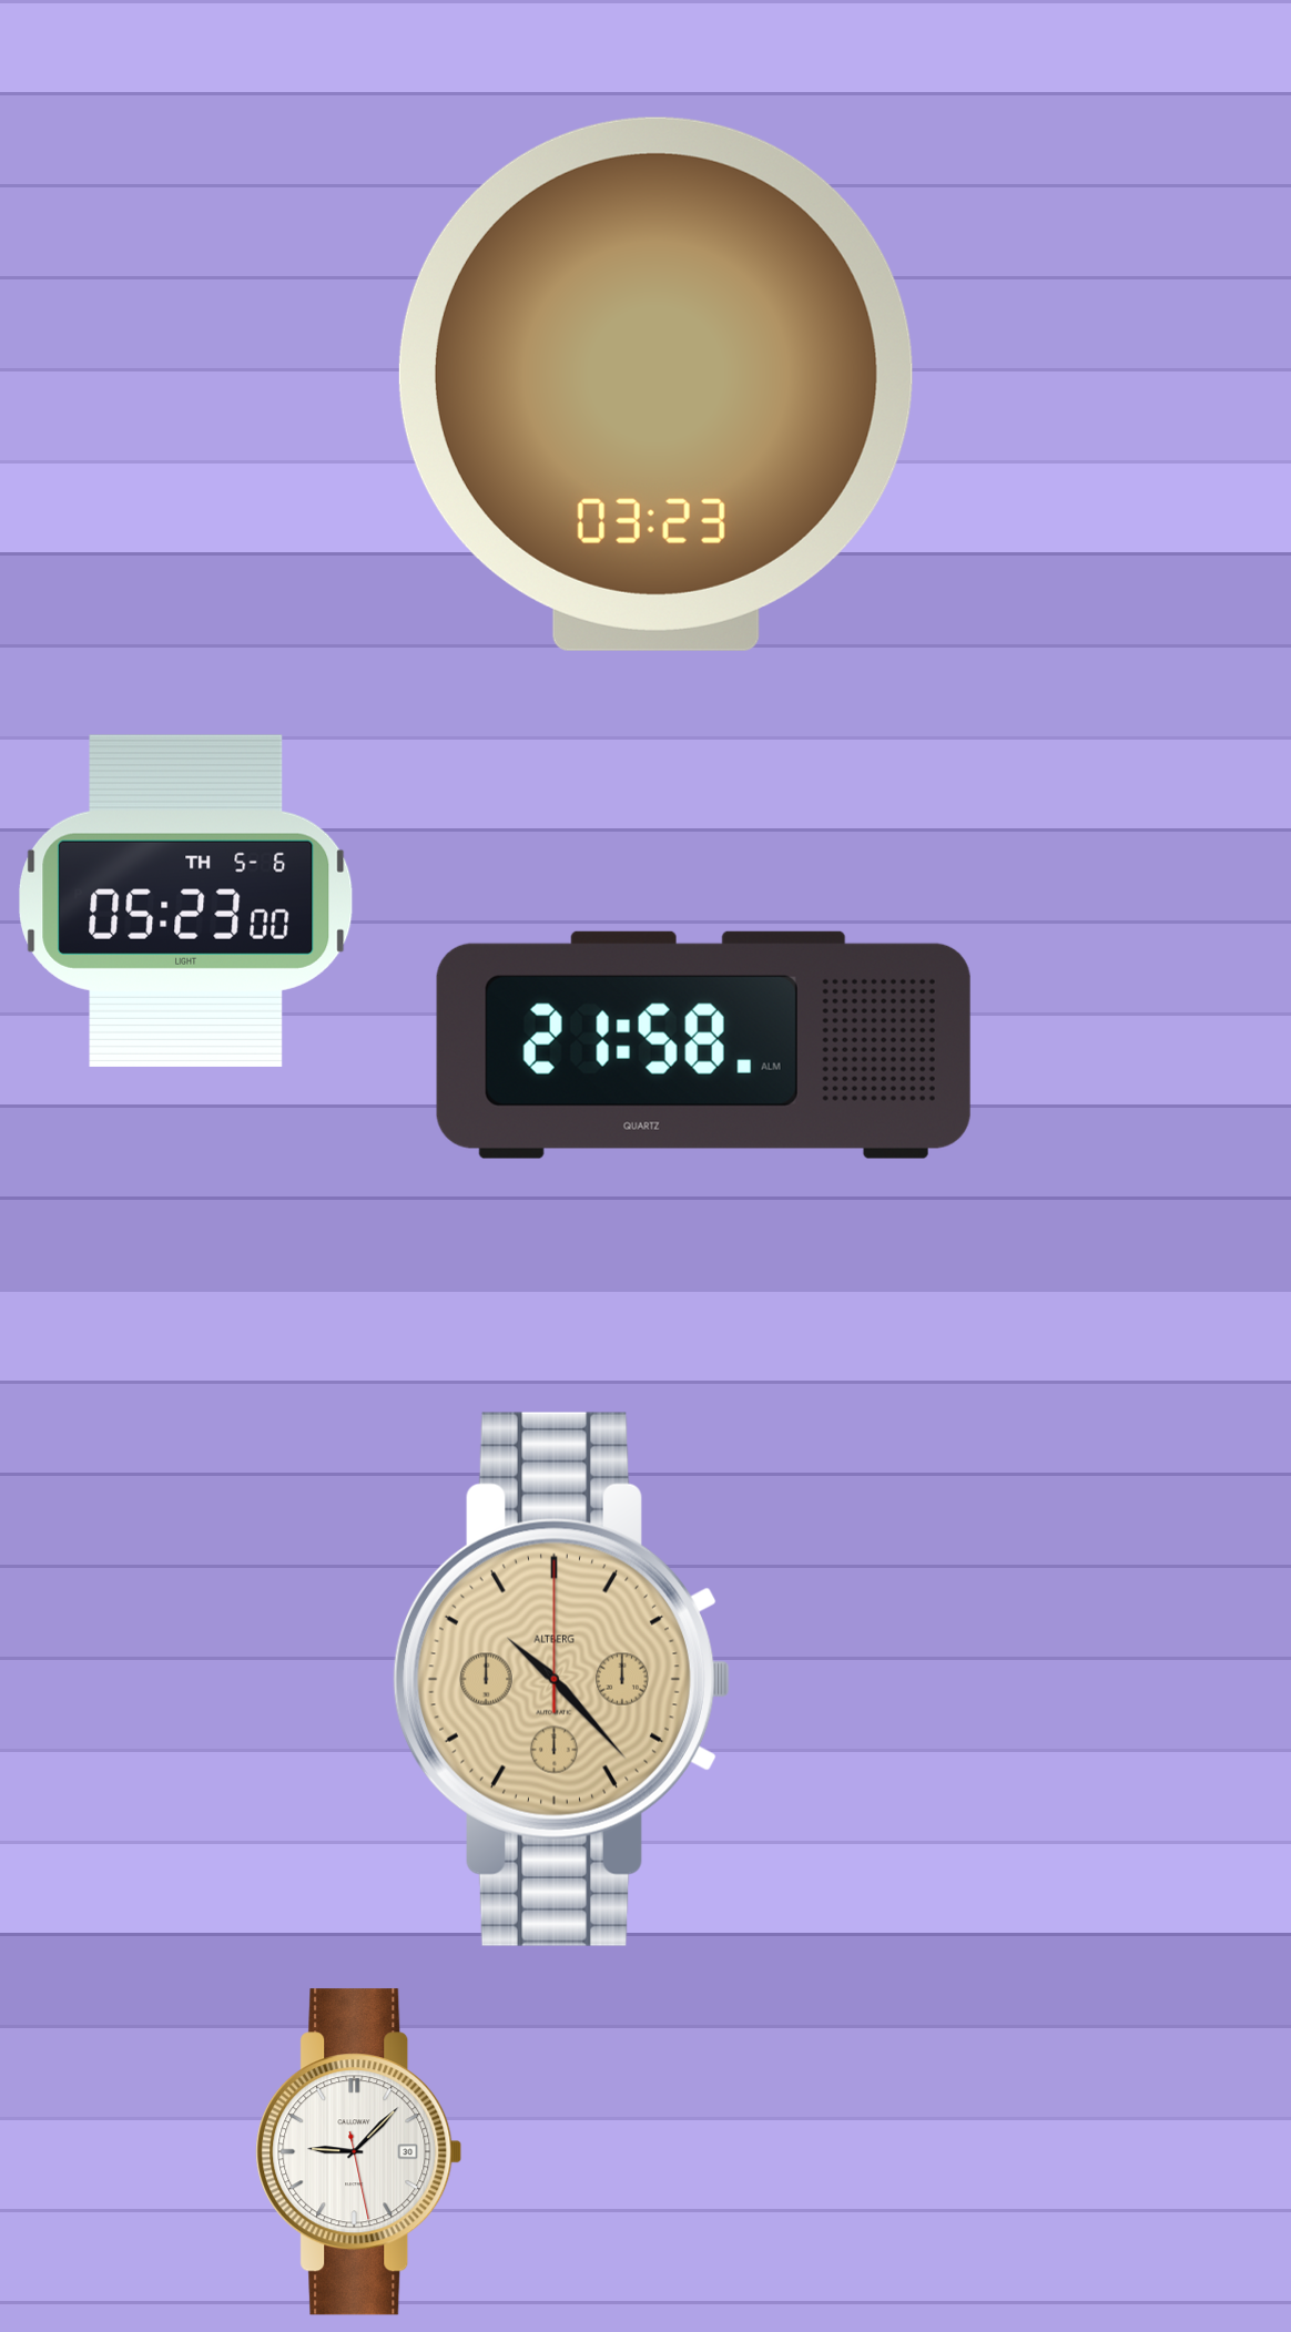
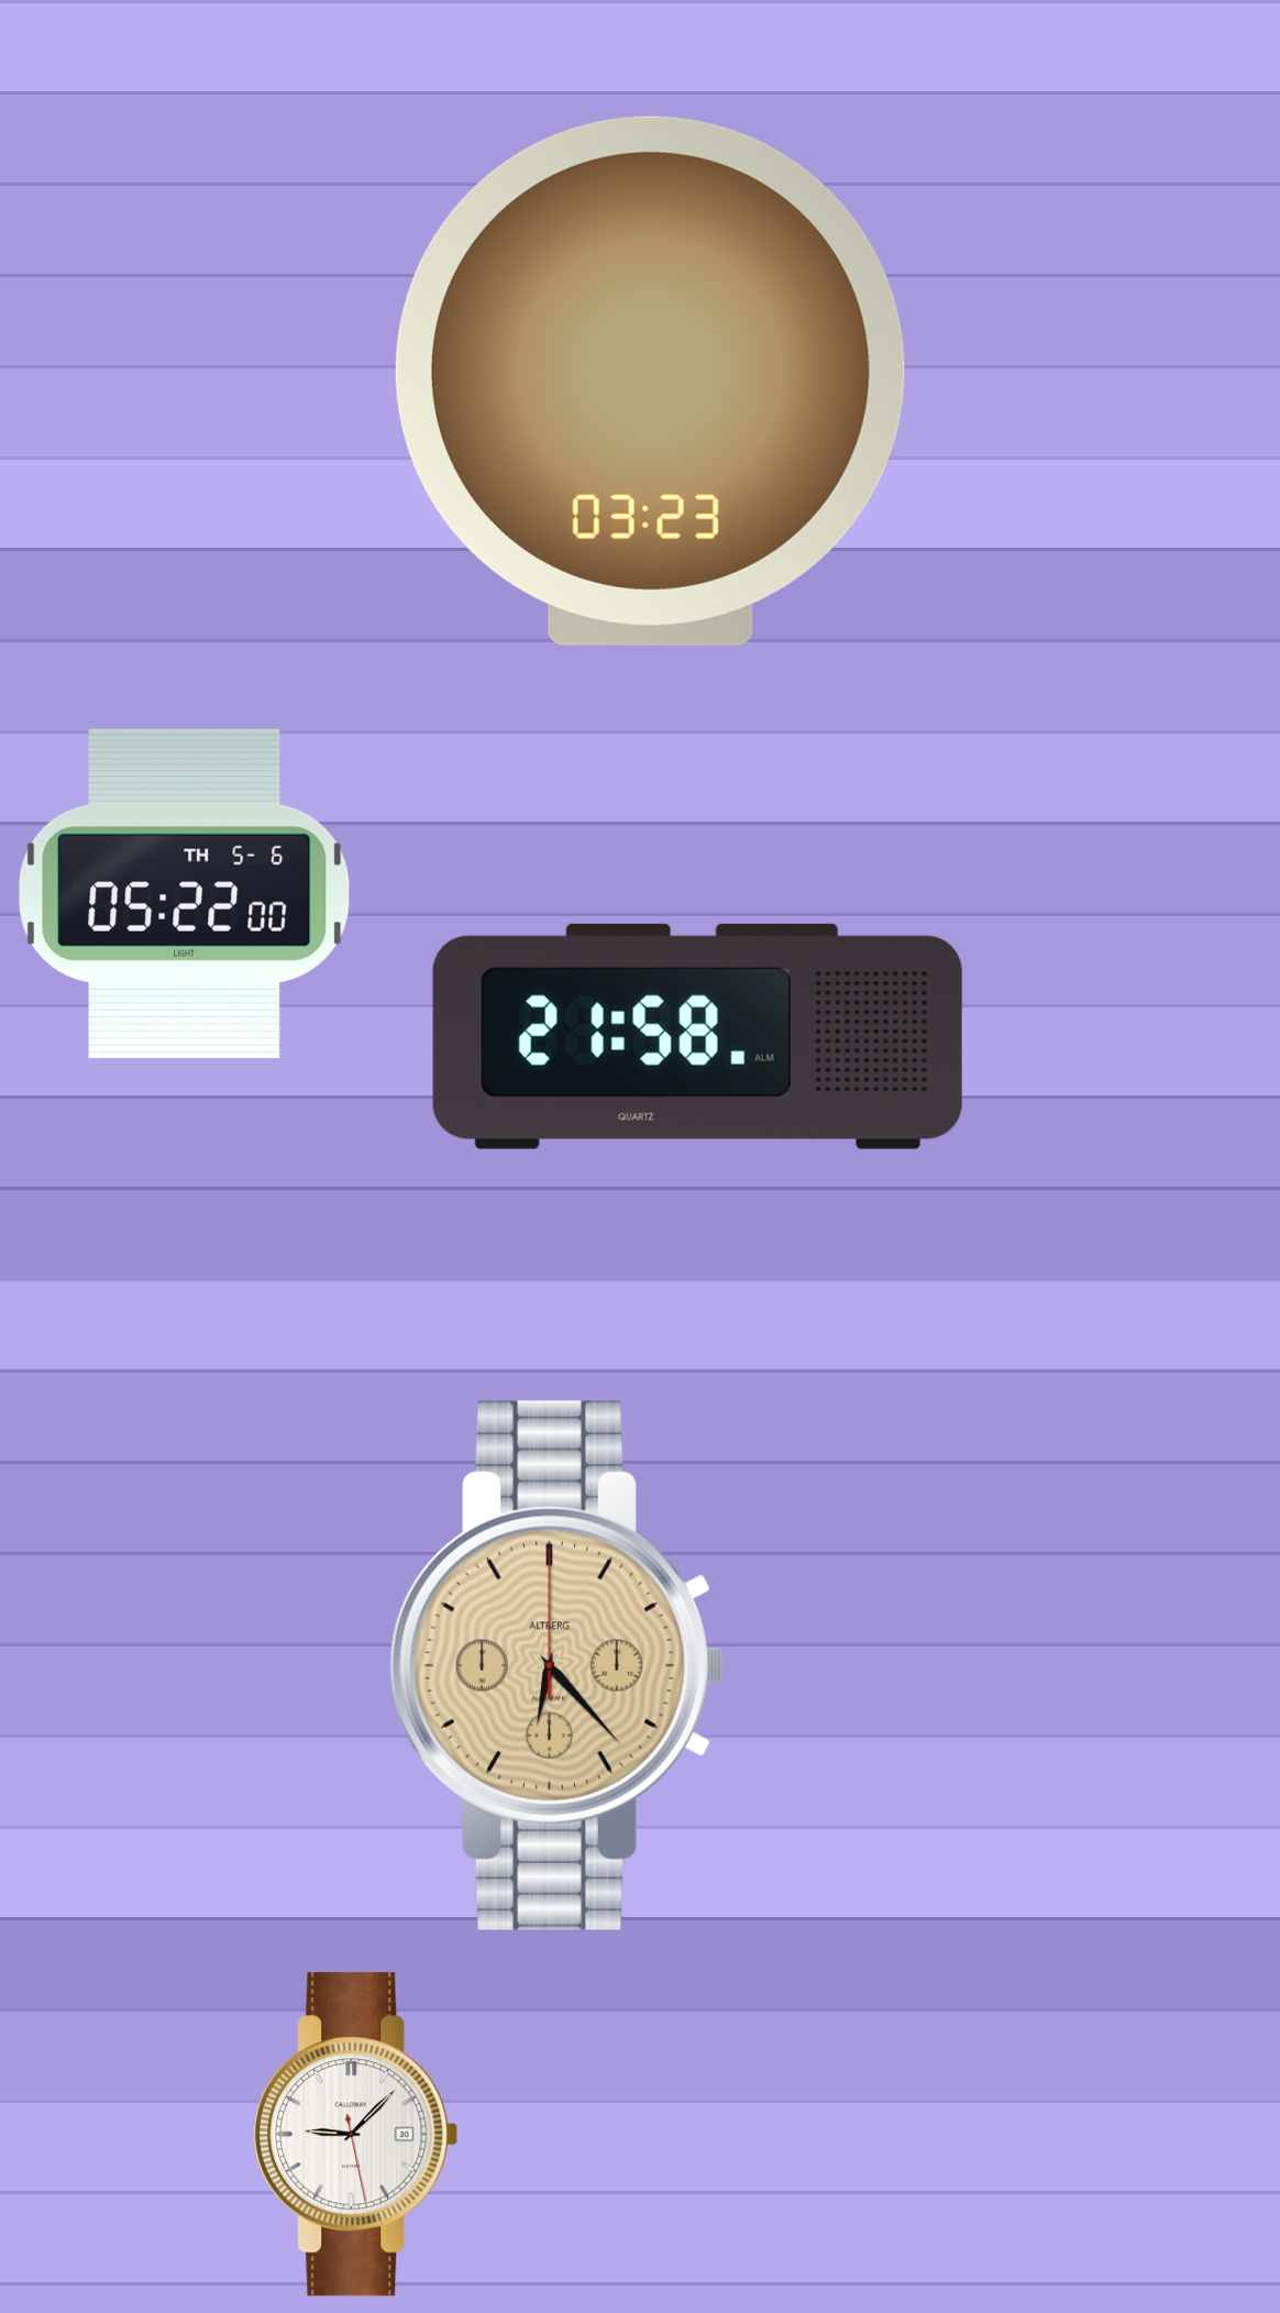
clock at (186, 900): 05:23 -> 05:22
clock at (561, 1679): 10:23 -> 6:23
